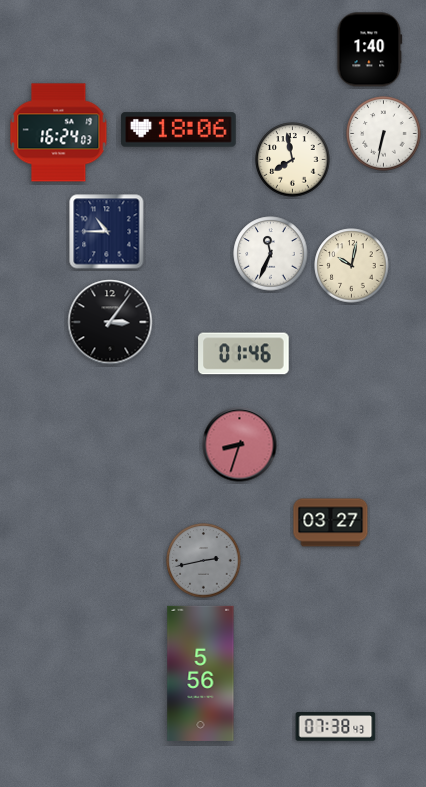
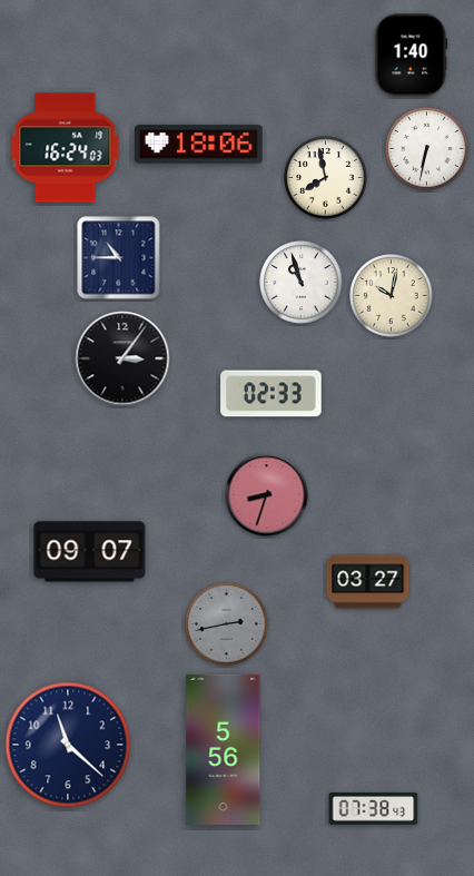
clock at (271, 254): 11:34 -> 10:57
clock at (244, 354): 01:46 -> 02:33
clock at (90, 552): none -> 09:07
clock at (68, 745): none -> 11:22
